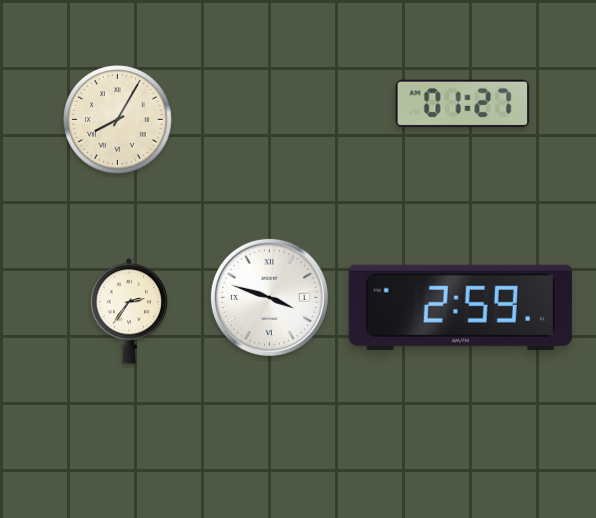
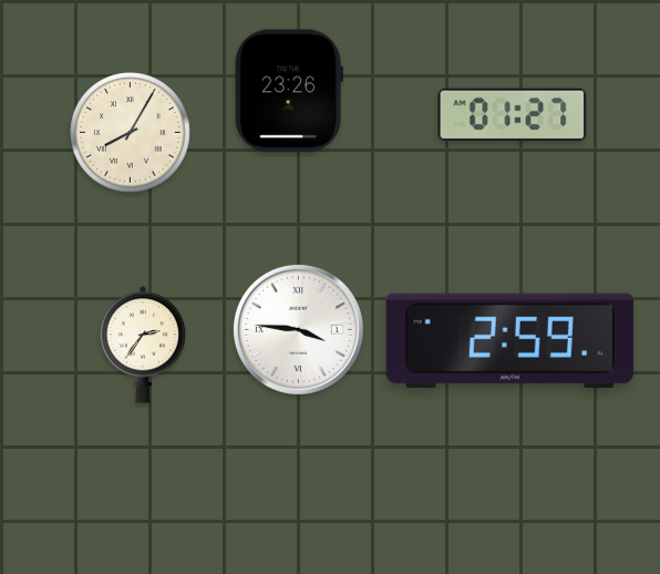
clock at (289, 91): none -> 23:26
clock at (269, 297): 3:48 -> 3:46
